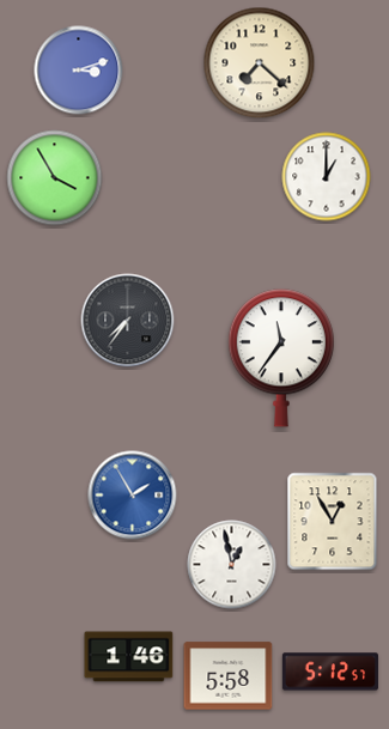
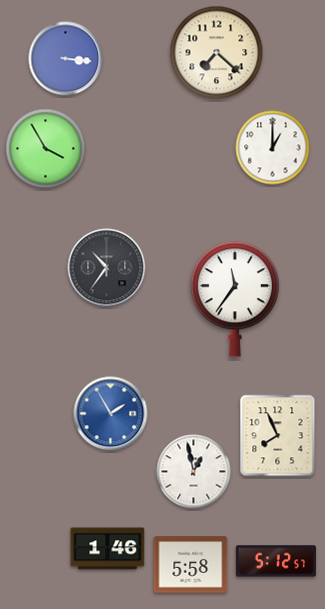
clock at (79, 71): 3:12 -> 3:16
clock at (128, 321): 7:36 -> 10:36
clock at (333, 522): 12:55 -> 7:56
